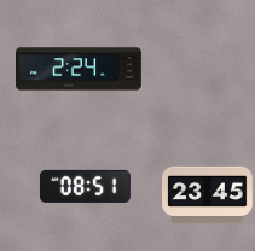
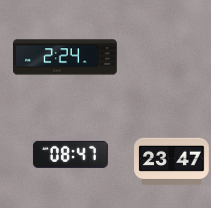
clock at (85, 186): 08:51 -> 08:47
clock at (208, 195): 23:45 -> 23:47
